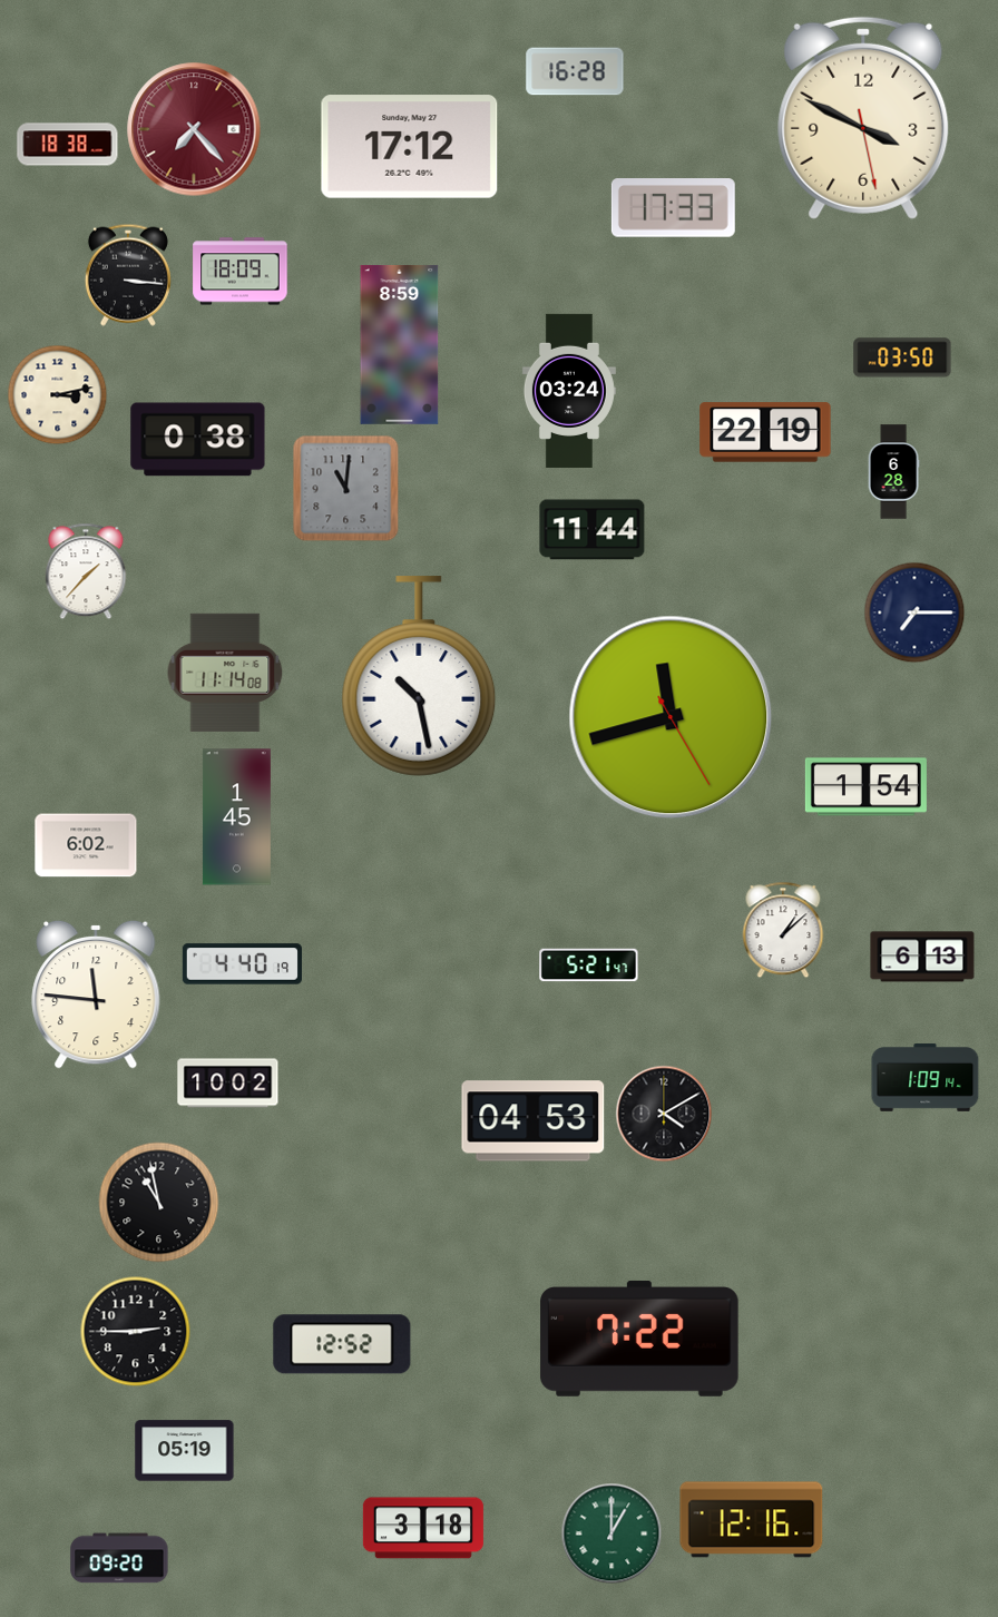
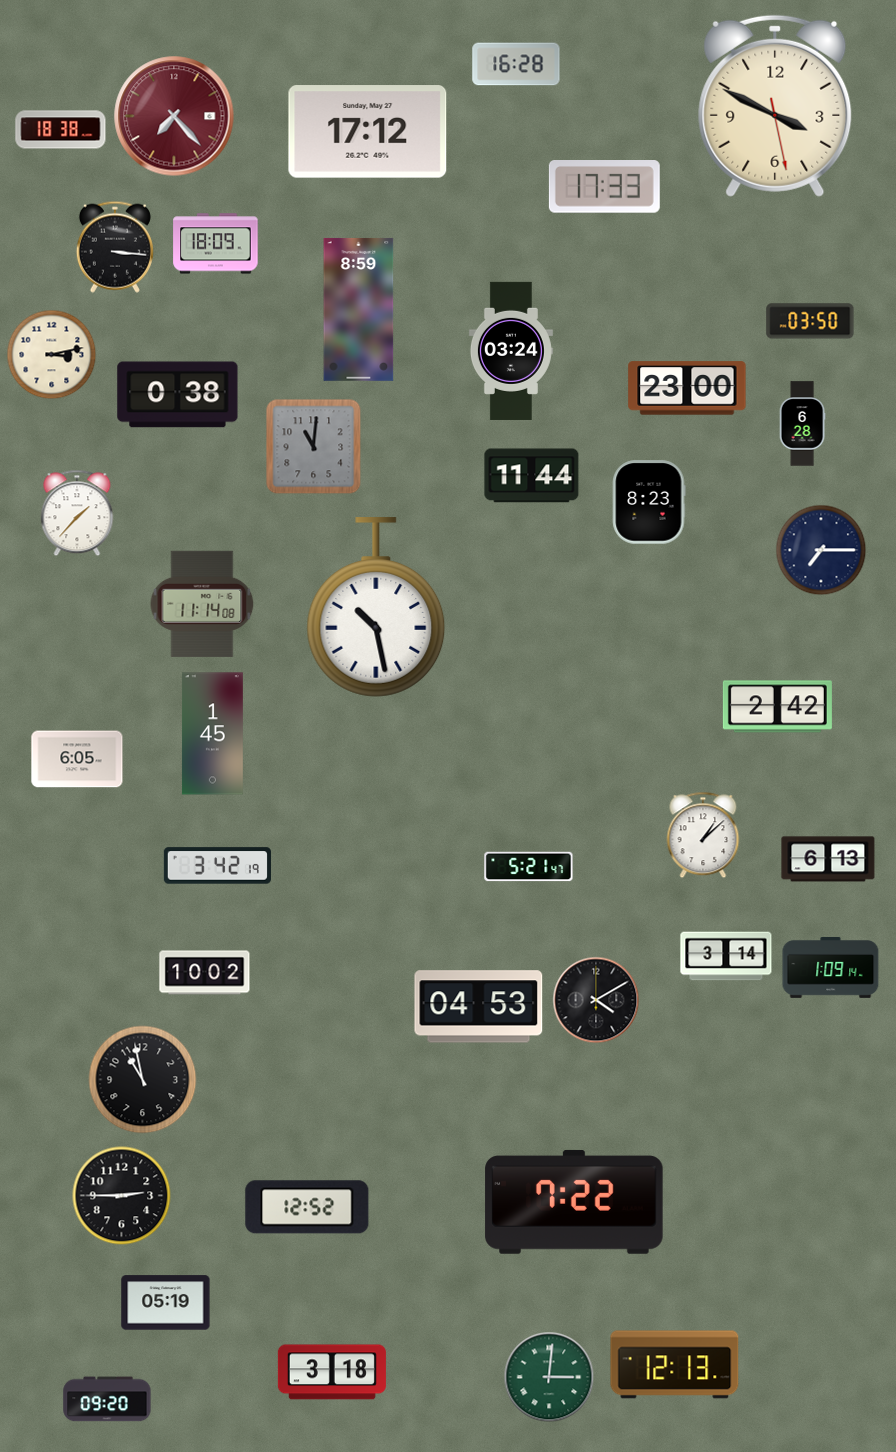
clock at (765, 432): 22:19 -> 23:00
clock at (346, 489) position: (346, 489) -> (314, 447)
clock at (649, 502): none -> 8:23
clock at (671, 717): 11:42 -> none
clock at (865, 787): 1:54 -> 2:42
clock at (86, 845): 6:02 -> 6:05
clock at (242, 964): 4:40 -> 3:42
clock at (96, 994): 11:46 -> none
clock at (726, 956): none -> 3:14
clock at (752, 1520): 12:16 -> 12:13
clock at (423, 1528) position: (423, 1528) -> (332, 1372)
clock at (611, 1533): 1:00 -> 3:01
